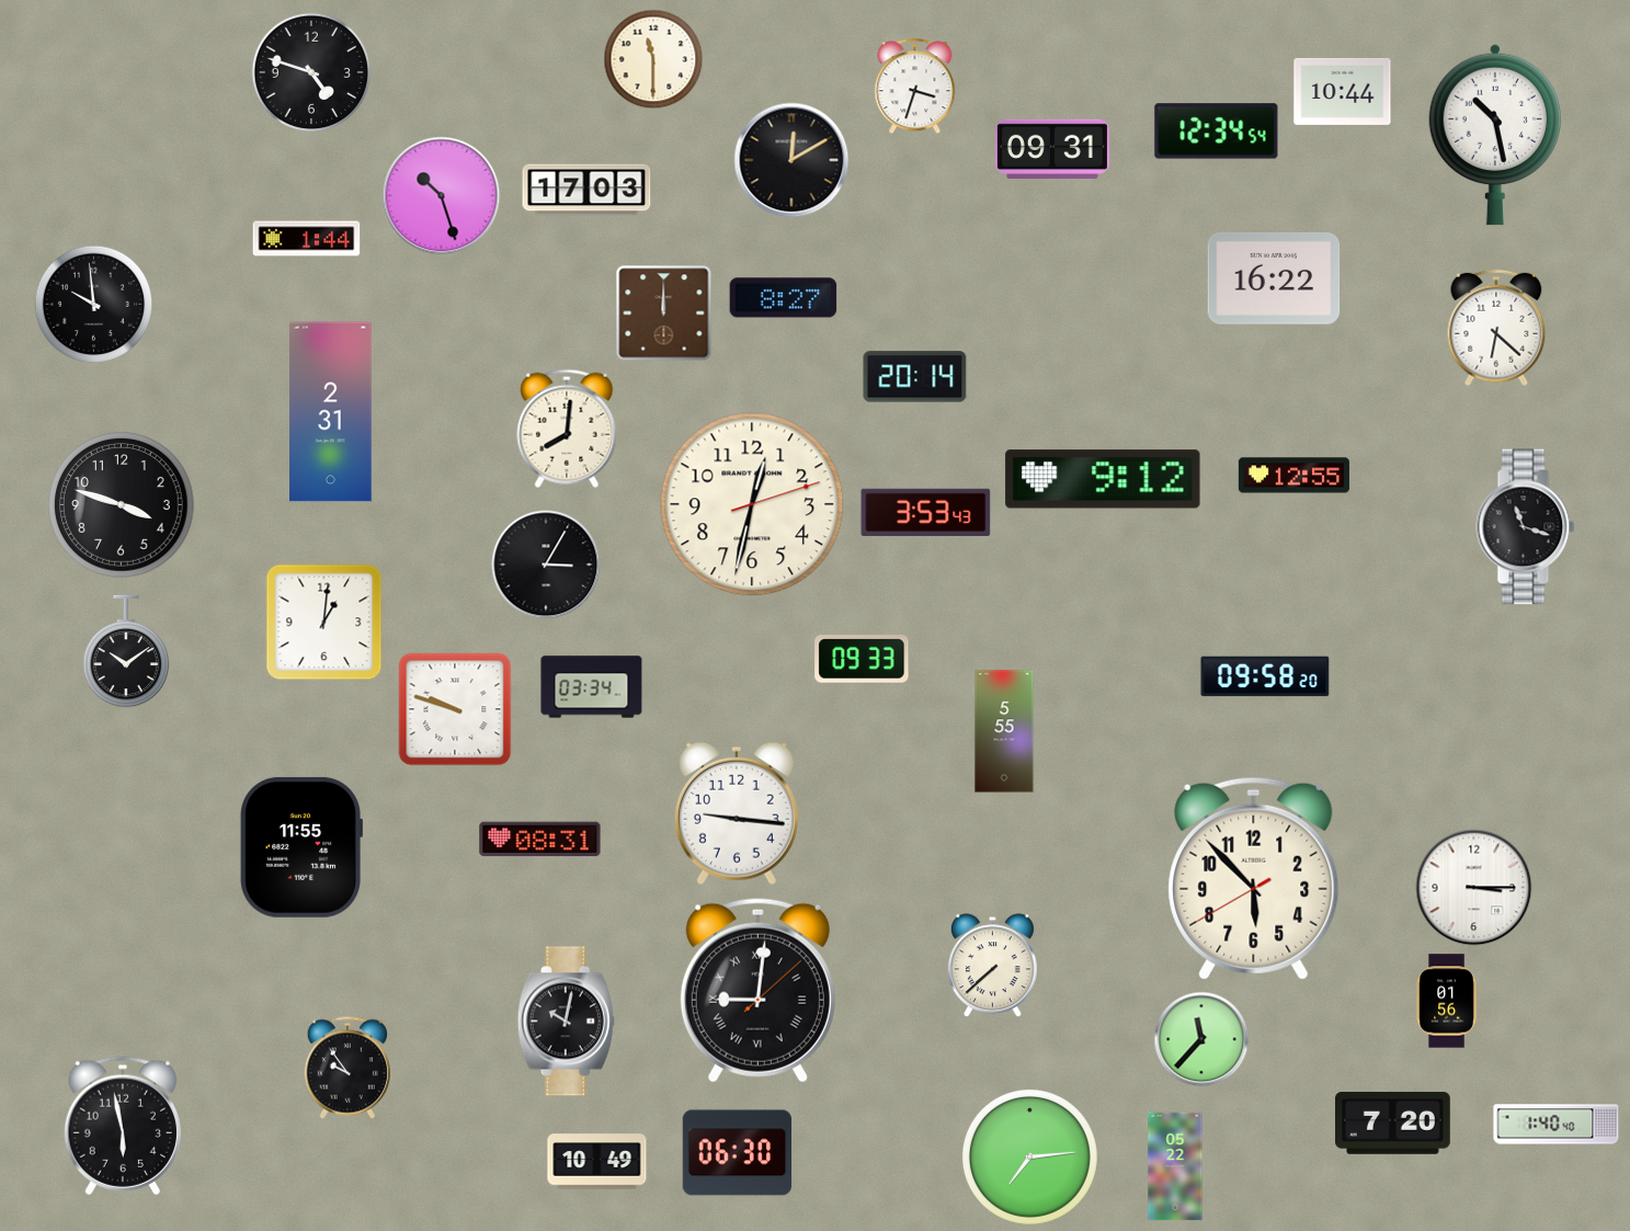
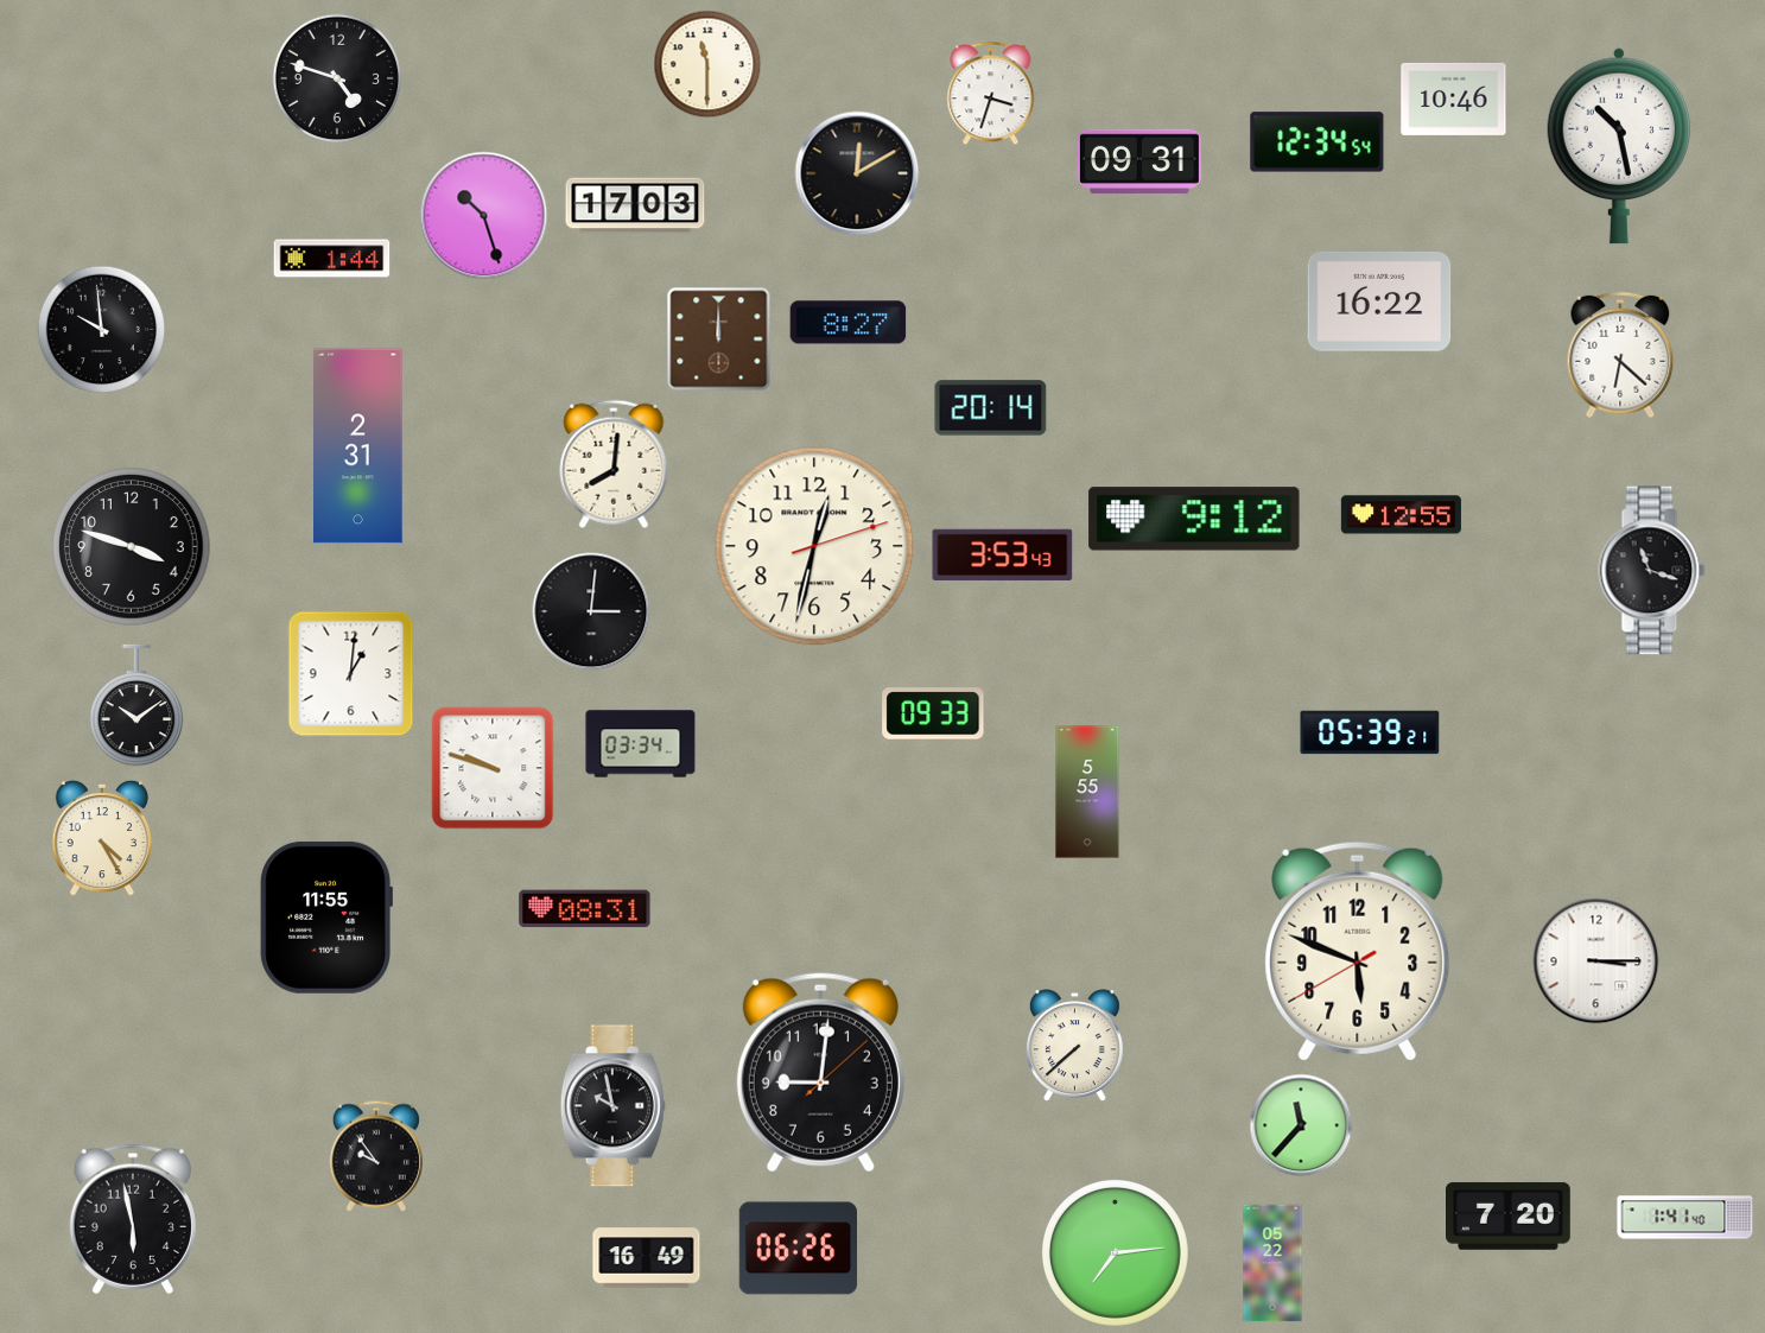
clock at (1343, 91): 10:44 -> 10:46
clock at (442, 196) position: (442, 196) -> (484, 216)
clock at (546, 565): 3:05 -> 3:01
clock at (1265, 676): 09:58 -> 05:39
clock at (101, 838): none -> 4:25
clock at (737, 813): 9:16 -> none
clock at (1254, 878): 5:52 -> 5:48
clock at (757, 991) numerals: Roman -> Arabic
clock at (1447, 1001): 01:56 -> none
clock at (566, 1022): 10:02 -> 9:58
clock at (1557, 1125): 1:40 -> 1:41
clock at (738, 1153): 06:30 -> 06:26
clock at (597, 1162): 10:49 -> 16:49
